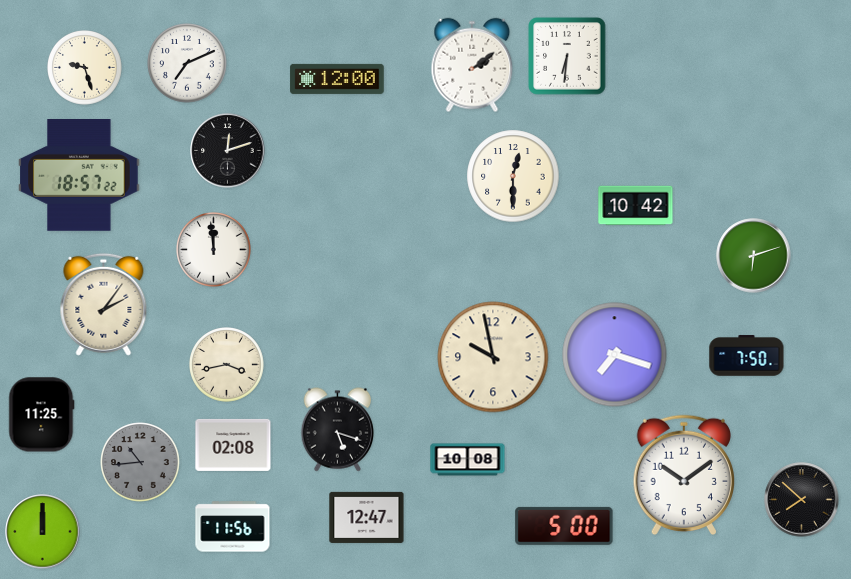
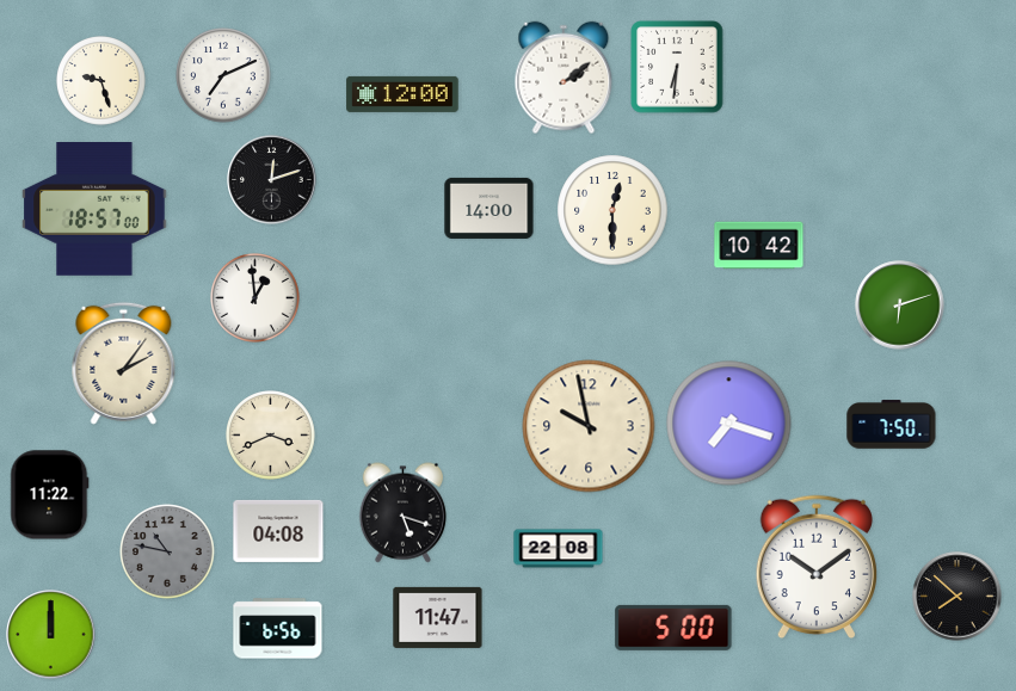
clock at (489, 208): none -> 14:00
clock at (79, 176): 18:57:22 -> 18:57:00
clock at (214, 250): 11:59 -> 12:59
clock at (615, 355) position: (615, 355) -> (729, 424)
clock at (227, 365): 3:43 -> 3:41
clock at (42, 415): 11:25 -> 11:22
clock at (233, 445): 02:08 -> 04:08
clock at (468, 460): 10:08 -> 22:08
clock at (140, 462): 10:44 -> 10:47
clock at (367, 517): 12:47 -> 11:47
clock at (233, 527): 11:56 -> 6:56
